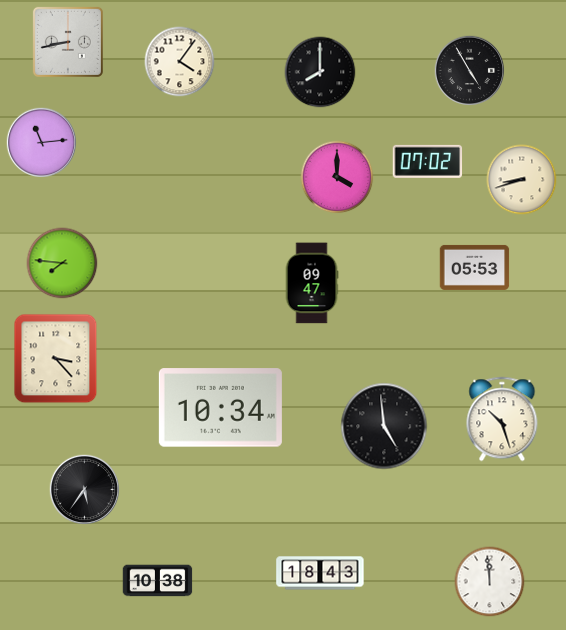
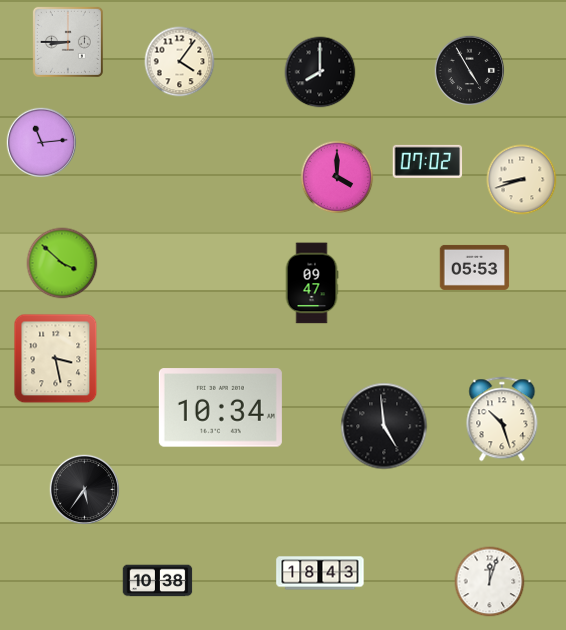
clock at (68, 42): 8:43 -> 8:45
clock at (62, 263): 7:46 -> 3:52
clock at (56, 359): 3:23 -> 3:28
clock at (490, 582): 11:59 -> 12:03
